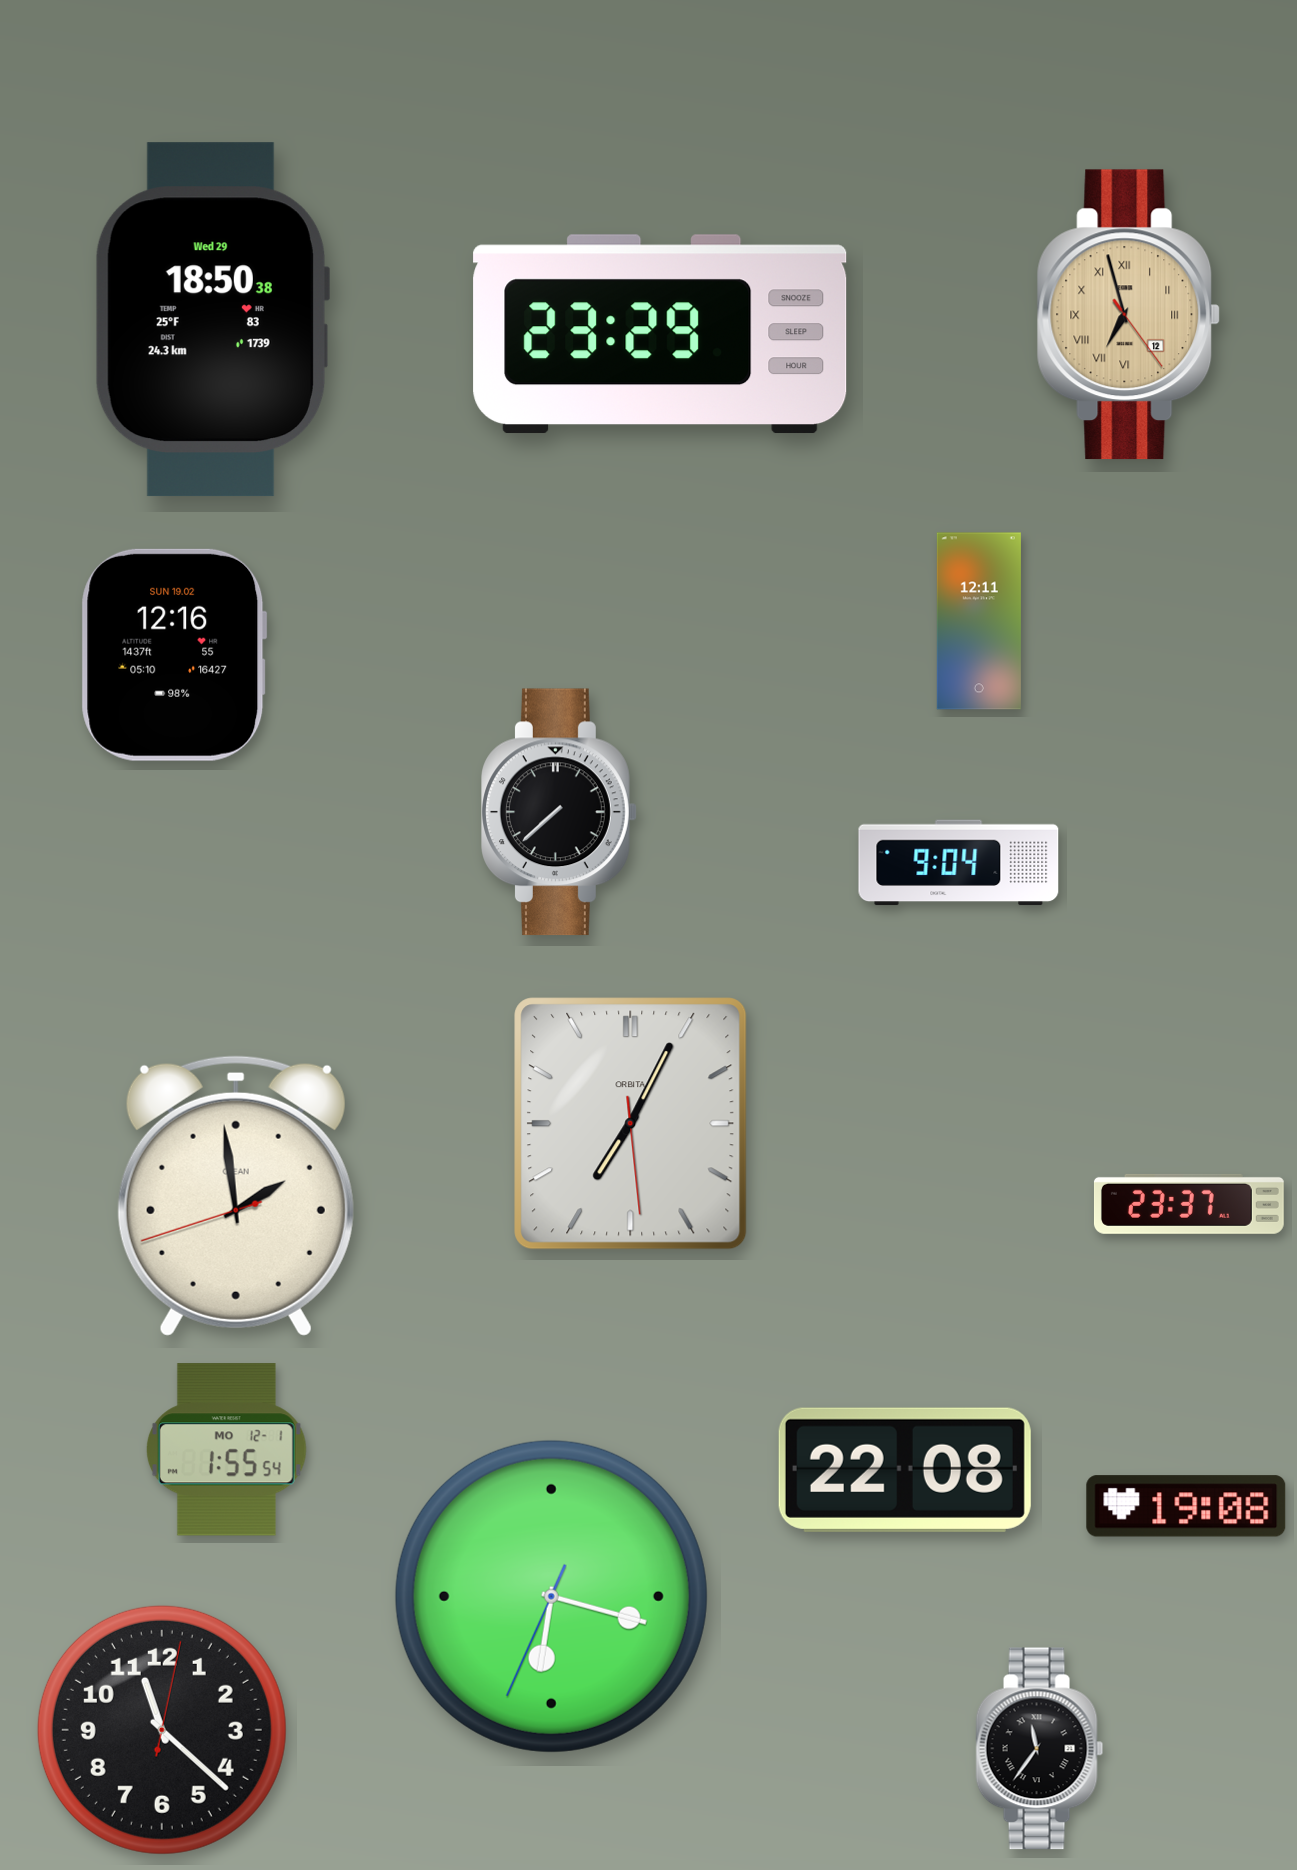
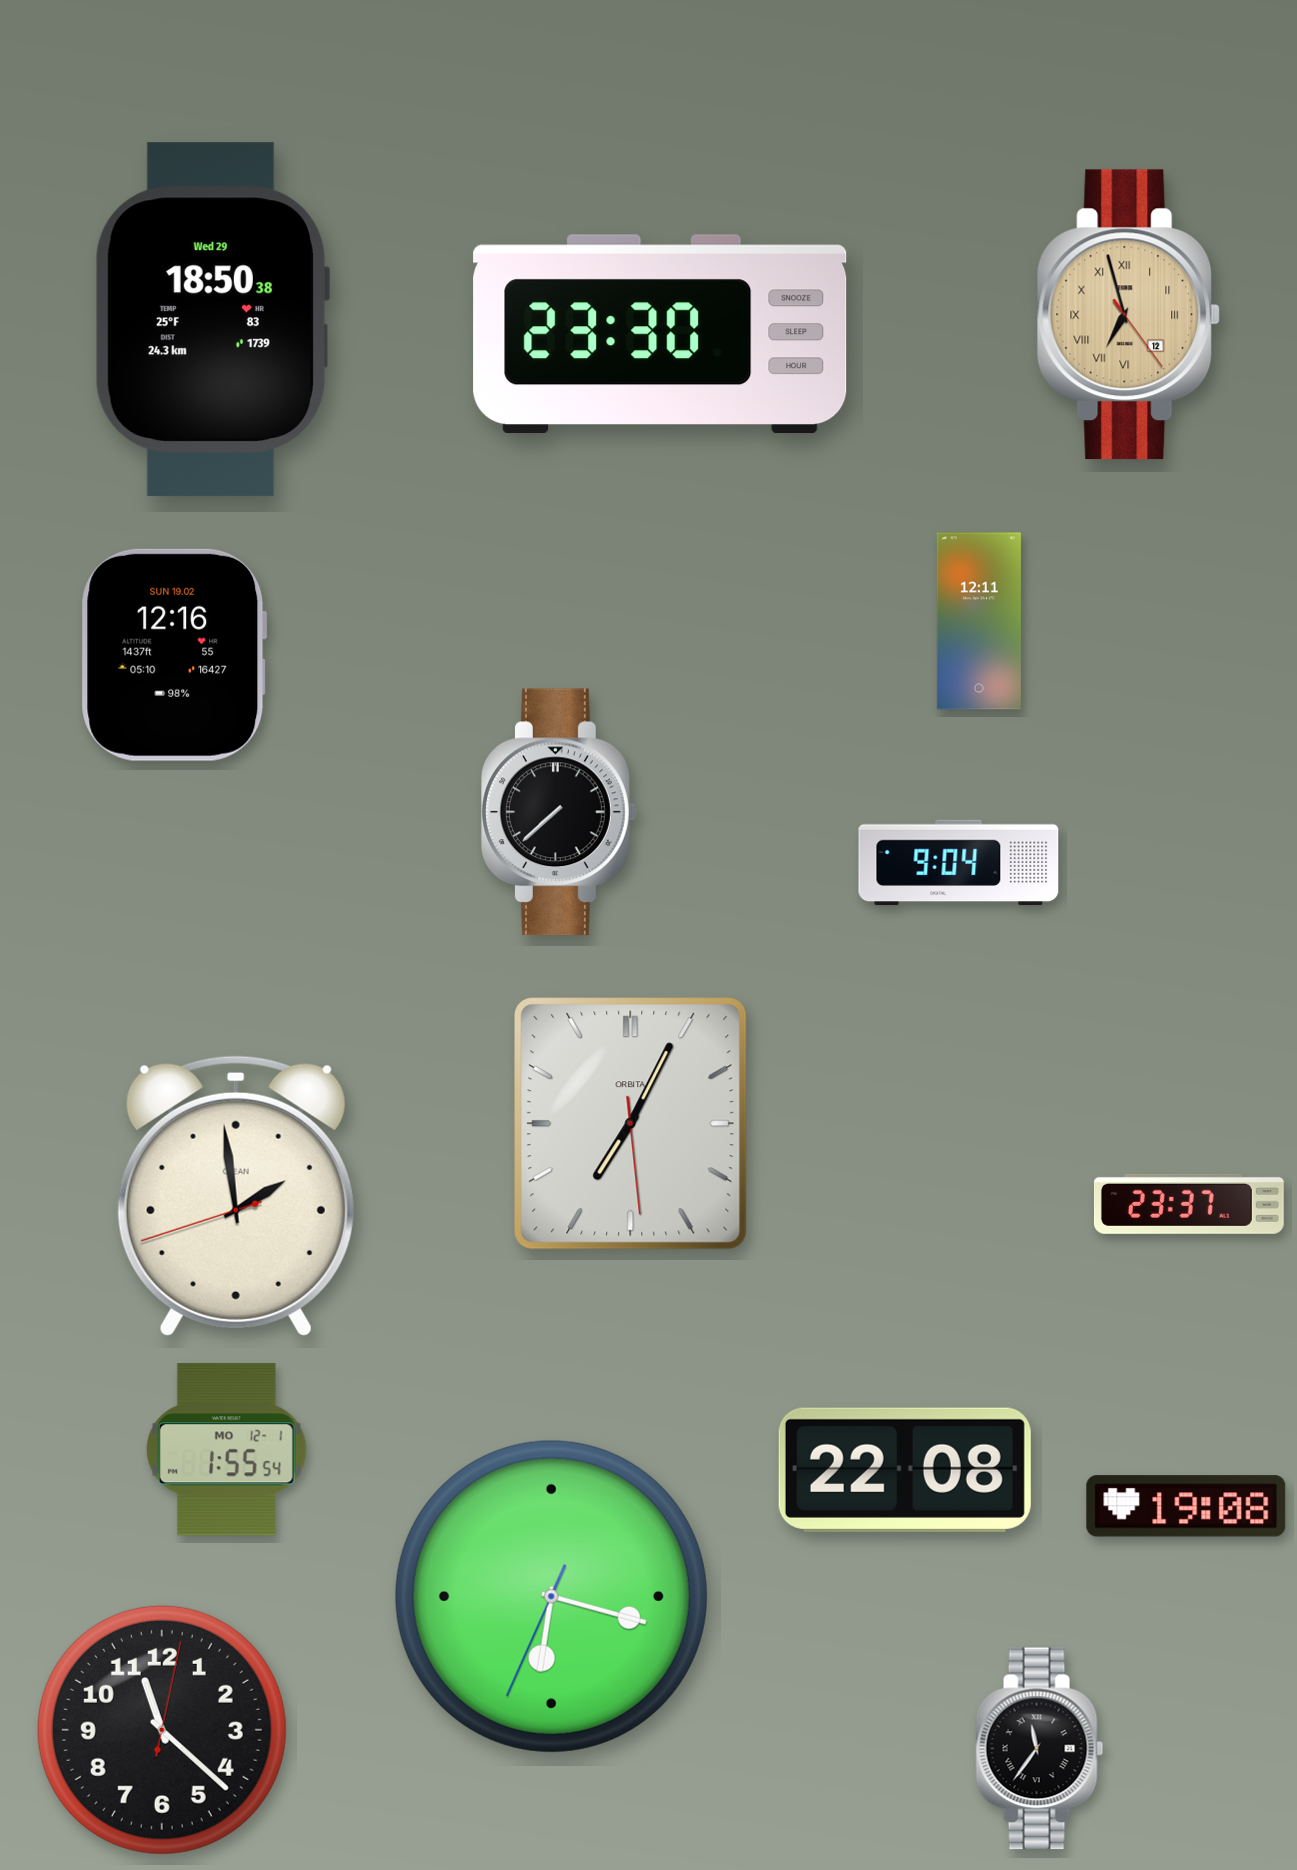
clock at (660, 334): 23:29 -> 23:30
